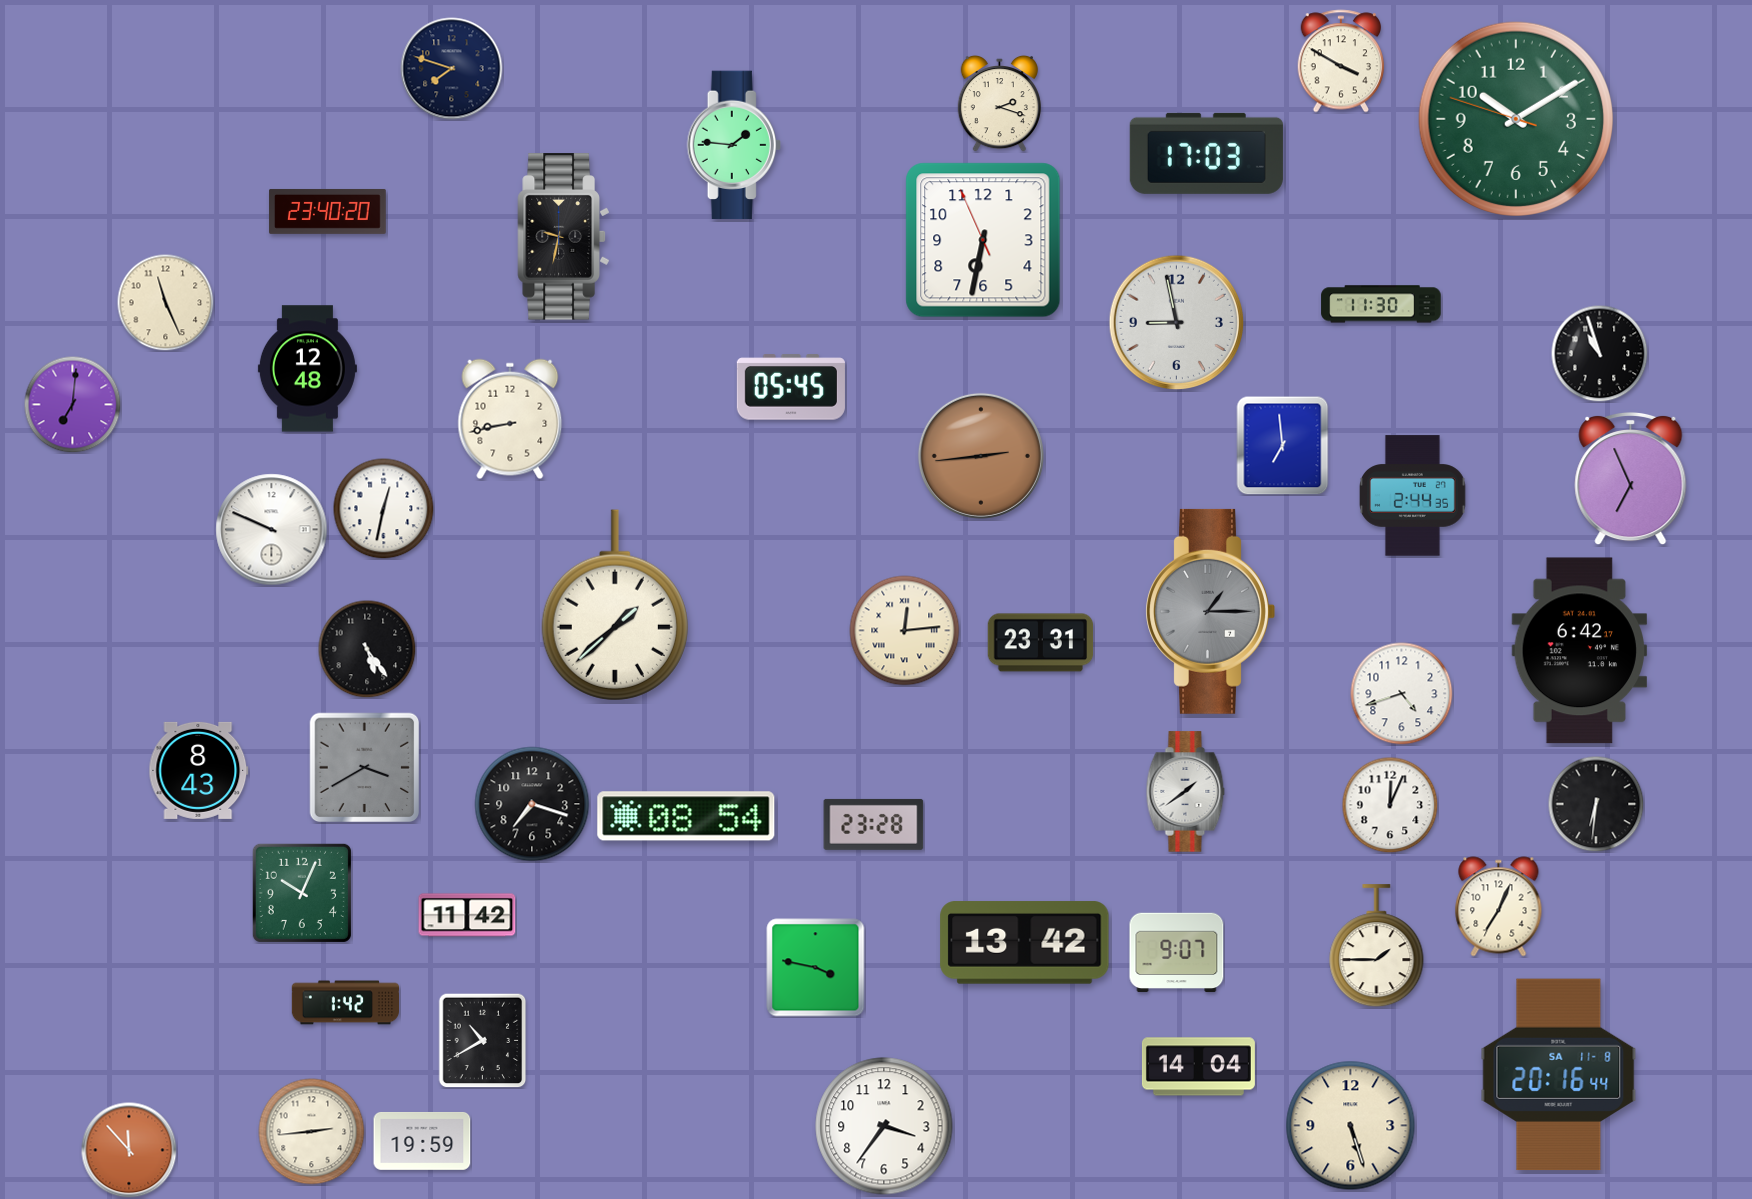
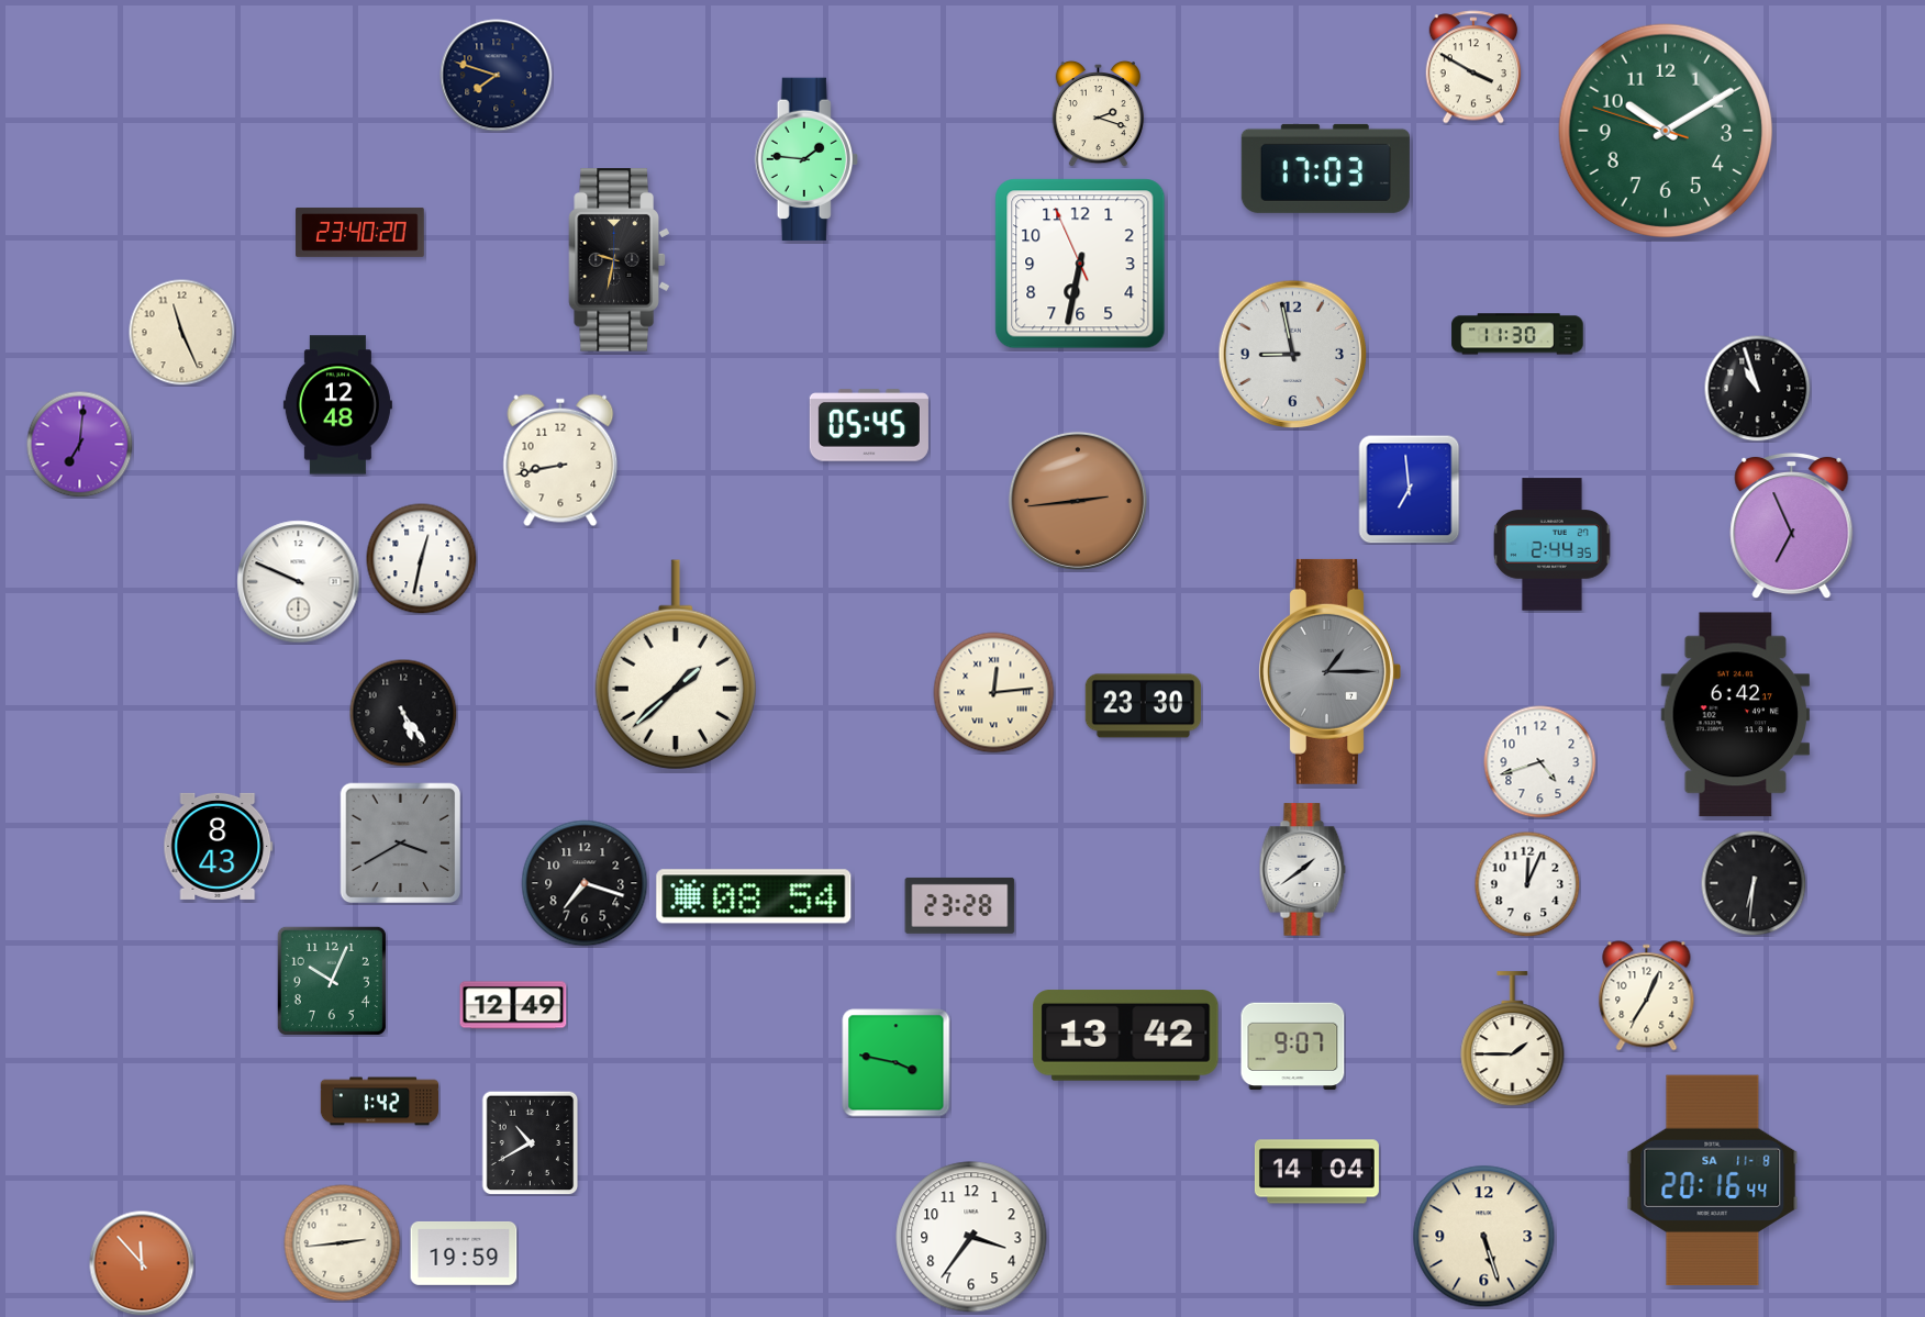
clock at (1041, 643): 23:31 -> 23:30
clock at (467, 915): 11:42 -> 12:49
